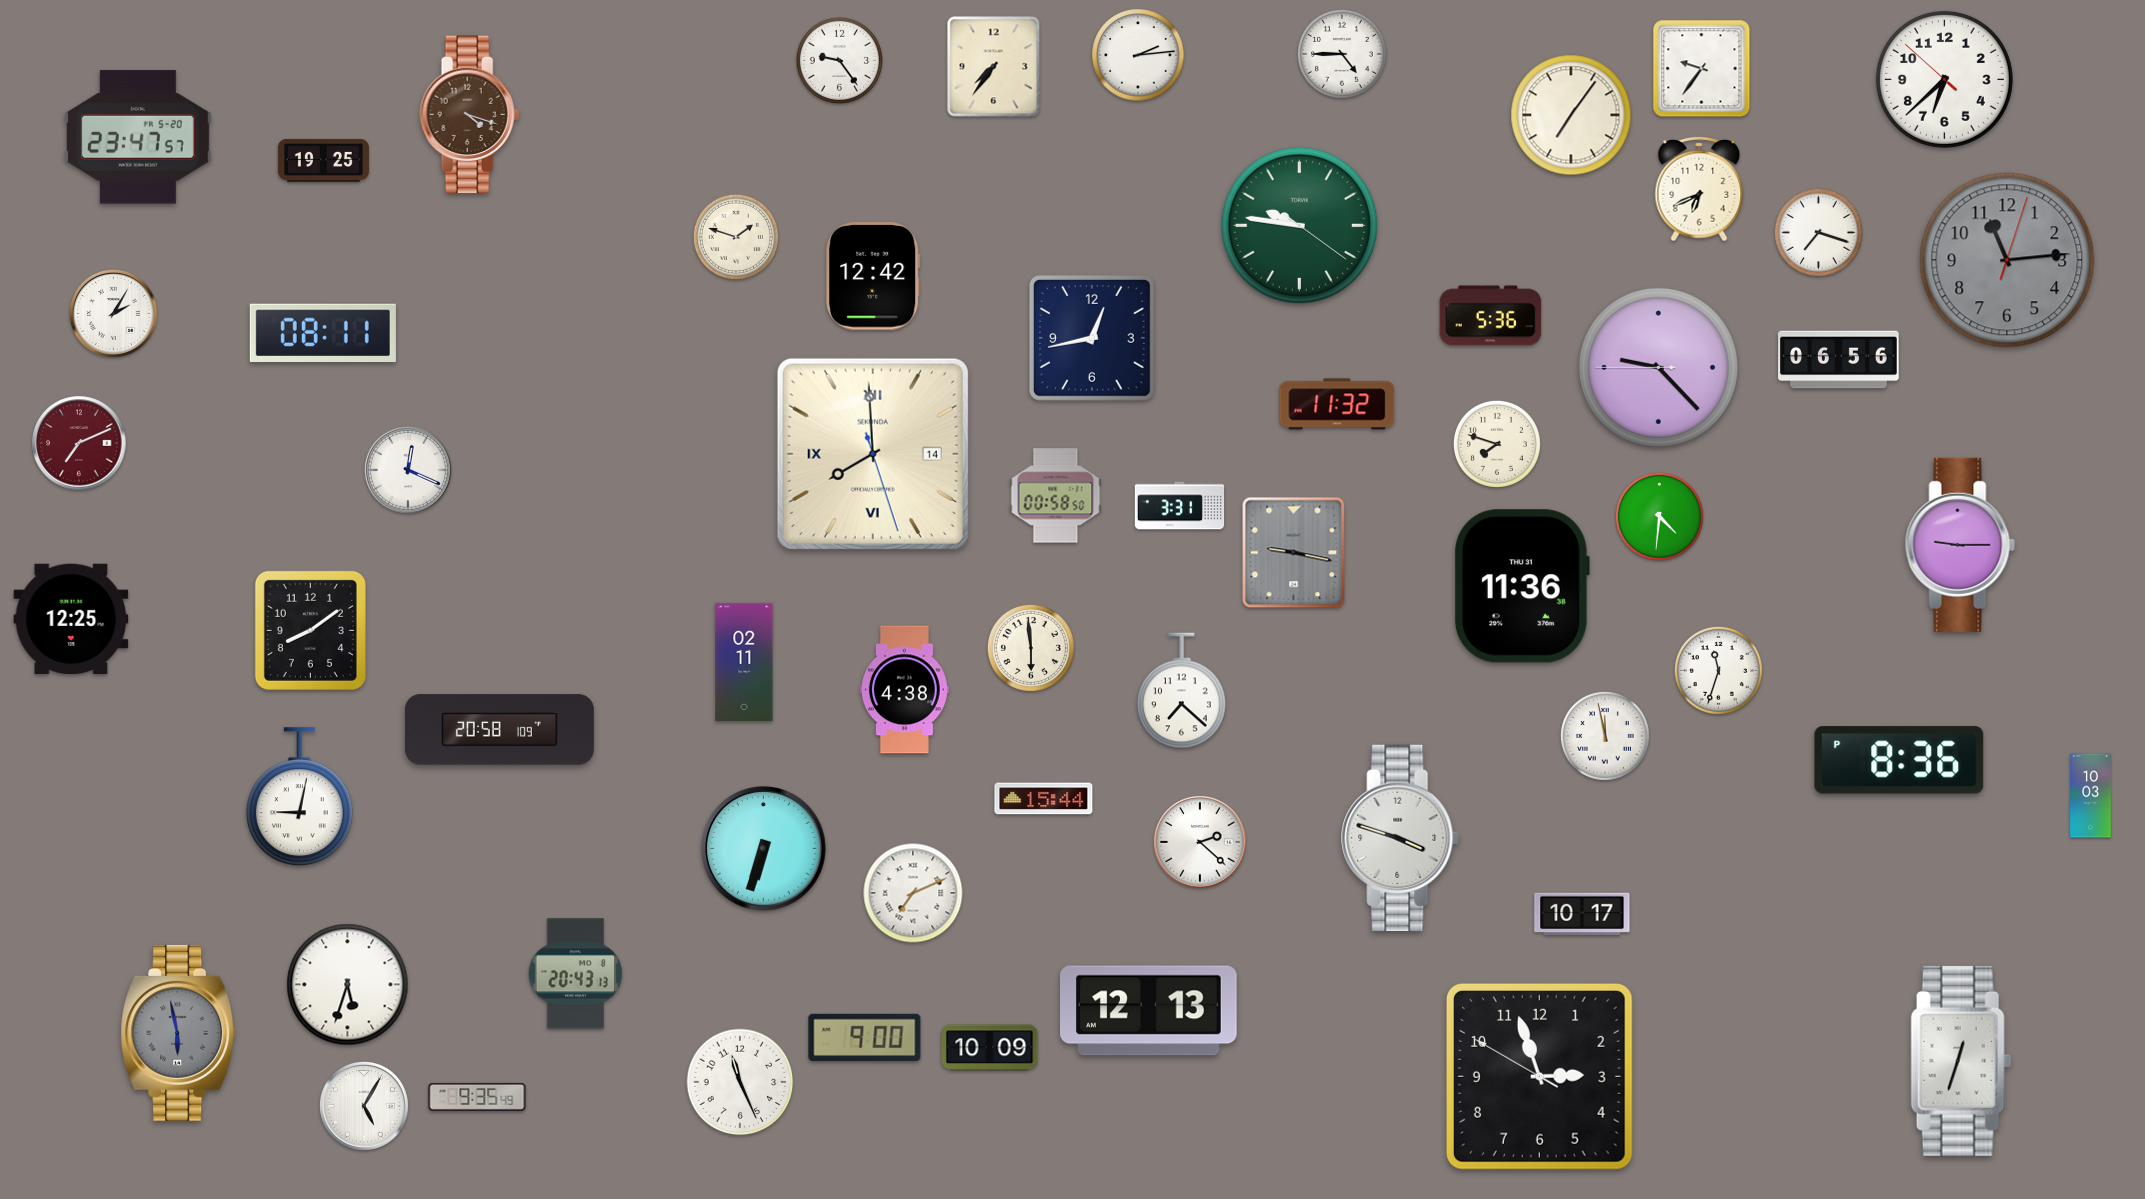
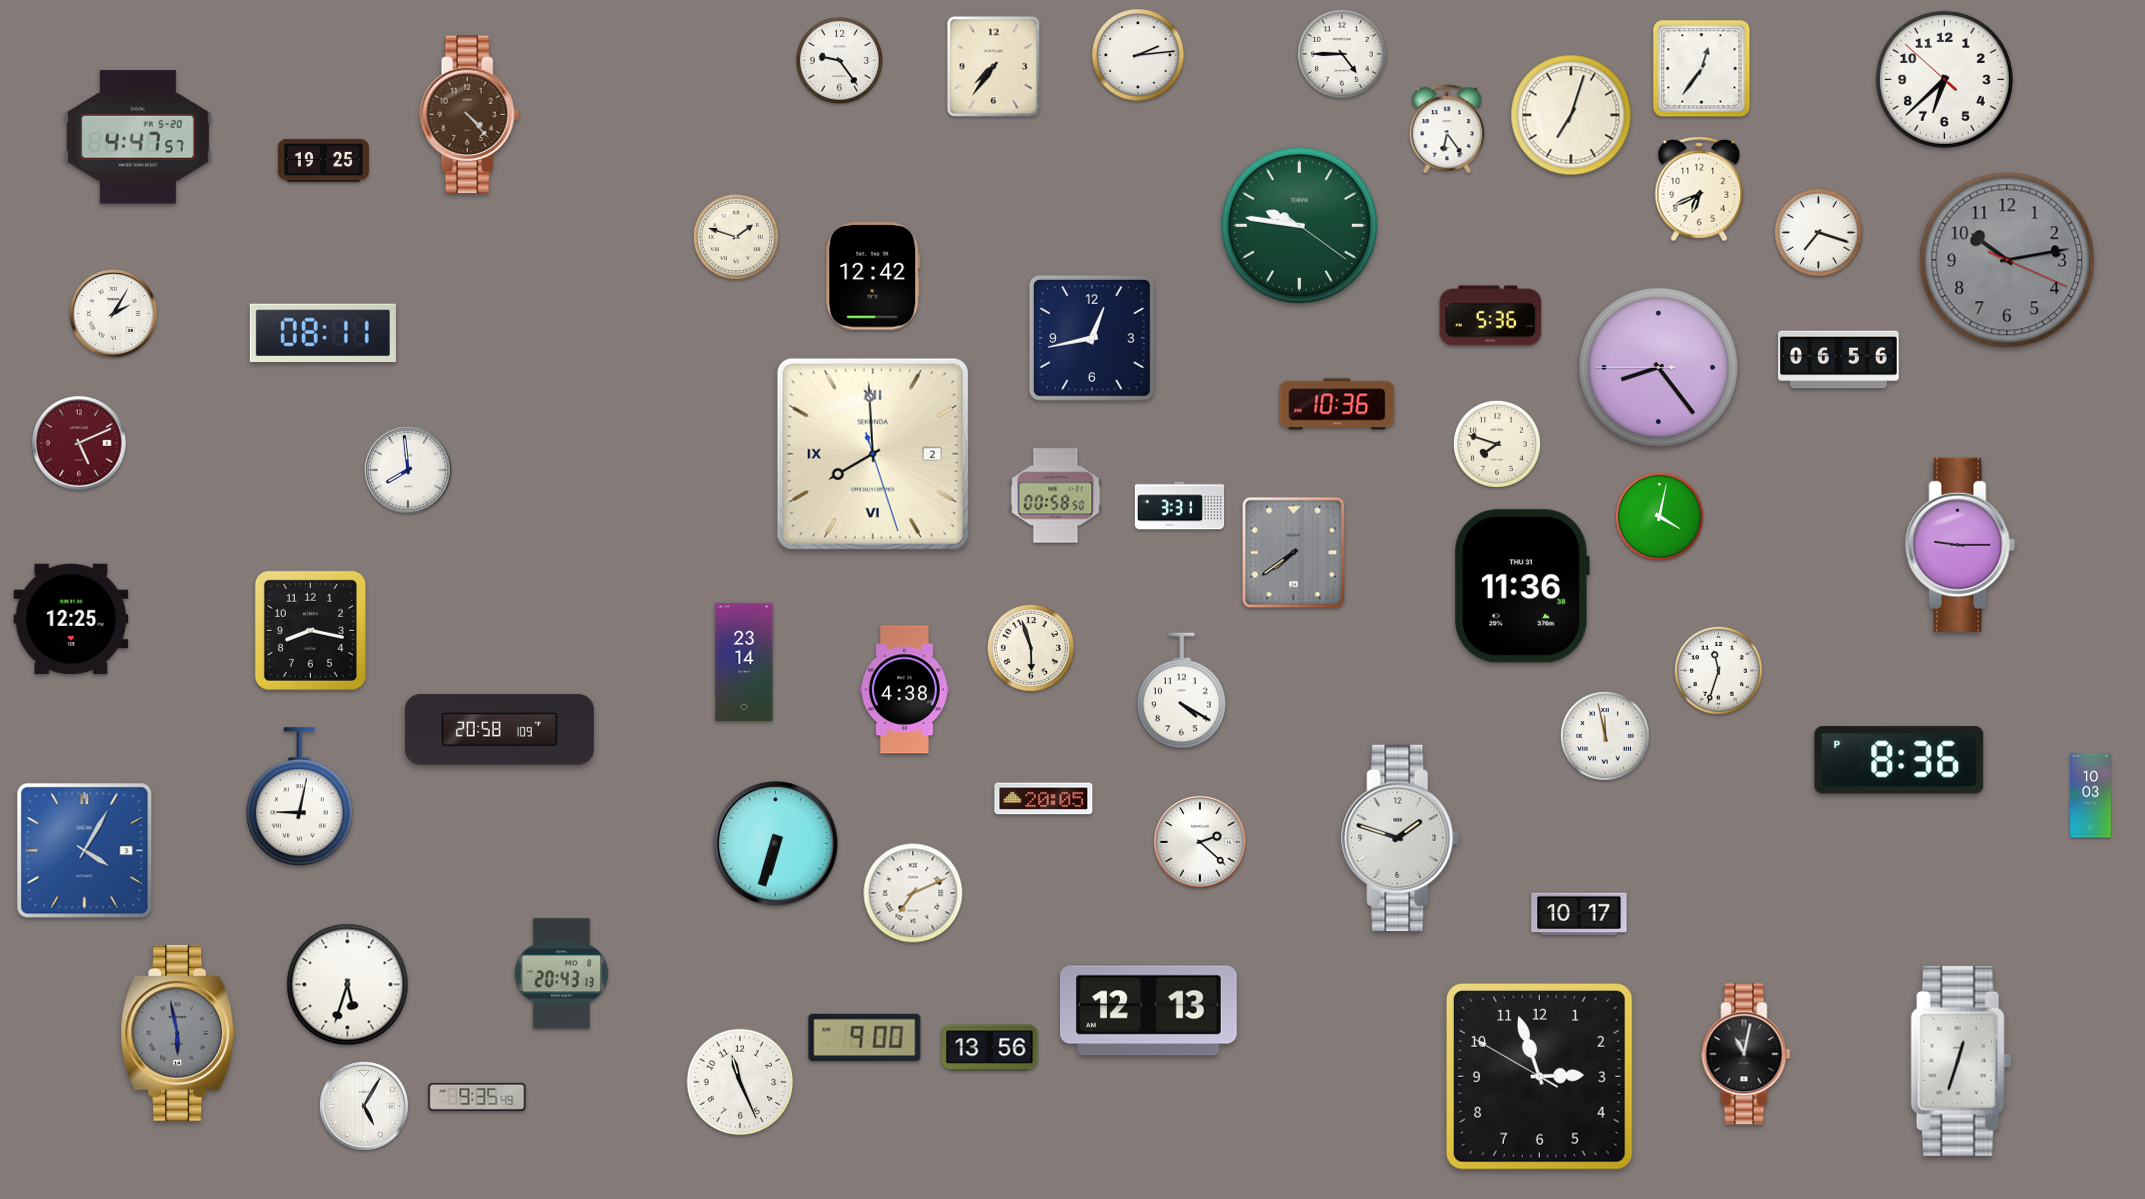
clock at (1702, 69): 9:36 -> 12:36
clock at (470, 115): 4:18 -> 4:23
clock at (1571, 115): 7:06 -> 7:03
clock at (1447, 129): none -> 6:24
clock at (138, 137): 23:47 -> 4:47
clock at (2007, 260): 11:14 -> 10:13
clock at (1658, 367): 9:22 -> 8:23
clock at (1337, 404): 11:32 -> 10:36
clock at (79, 443): 7:11 -> 5:11
clock at (873, 454) date: 14 -> 2
clock at (408, 470): 12:19 -> 7:59
clock at (1659, 516): 4:31 -> 4:02
clock at (1294, 553): 9:17 -> 7:39
clock at (310, 630): 8:09 -> 8:17
clock at (1031, 648): 5:59 -> 5:57
clock at (744, 662): 02:11 -> 23:14
clock at (1182, 691): 7:22 -> 4:20
clock at (1044, 799): 15:44 -> 20:05
clock at (1401, 838): 3:48 -> 1:48
clock at (764, 849) position: (764, 849) -> (776, 844)
clock at (85, 851): none -> 4:05
clock at (1582, 914) position: (1582, 914) -> (1579, 914)
clock at (575, 974) position: (575, 974) -> (561, 974)
clock at (990, 1048): 10:09 -> 13:56
clock at (1746, 1054): none -> 11:02
